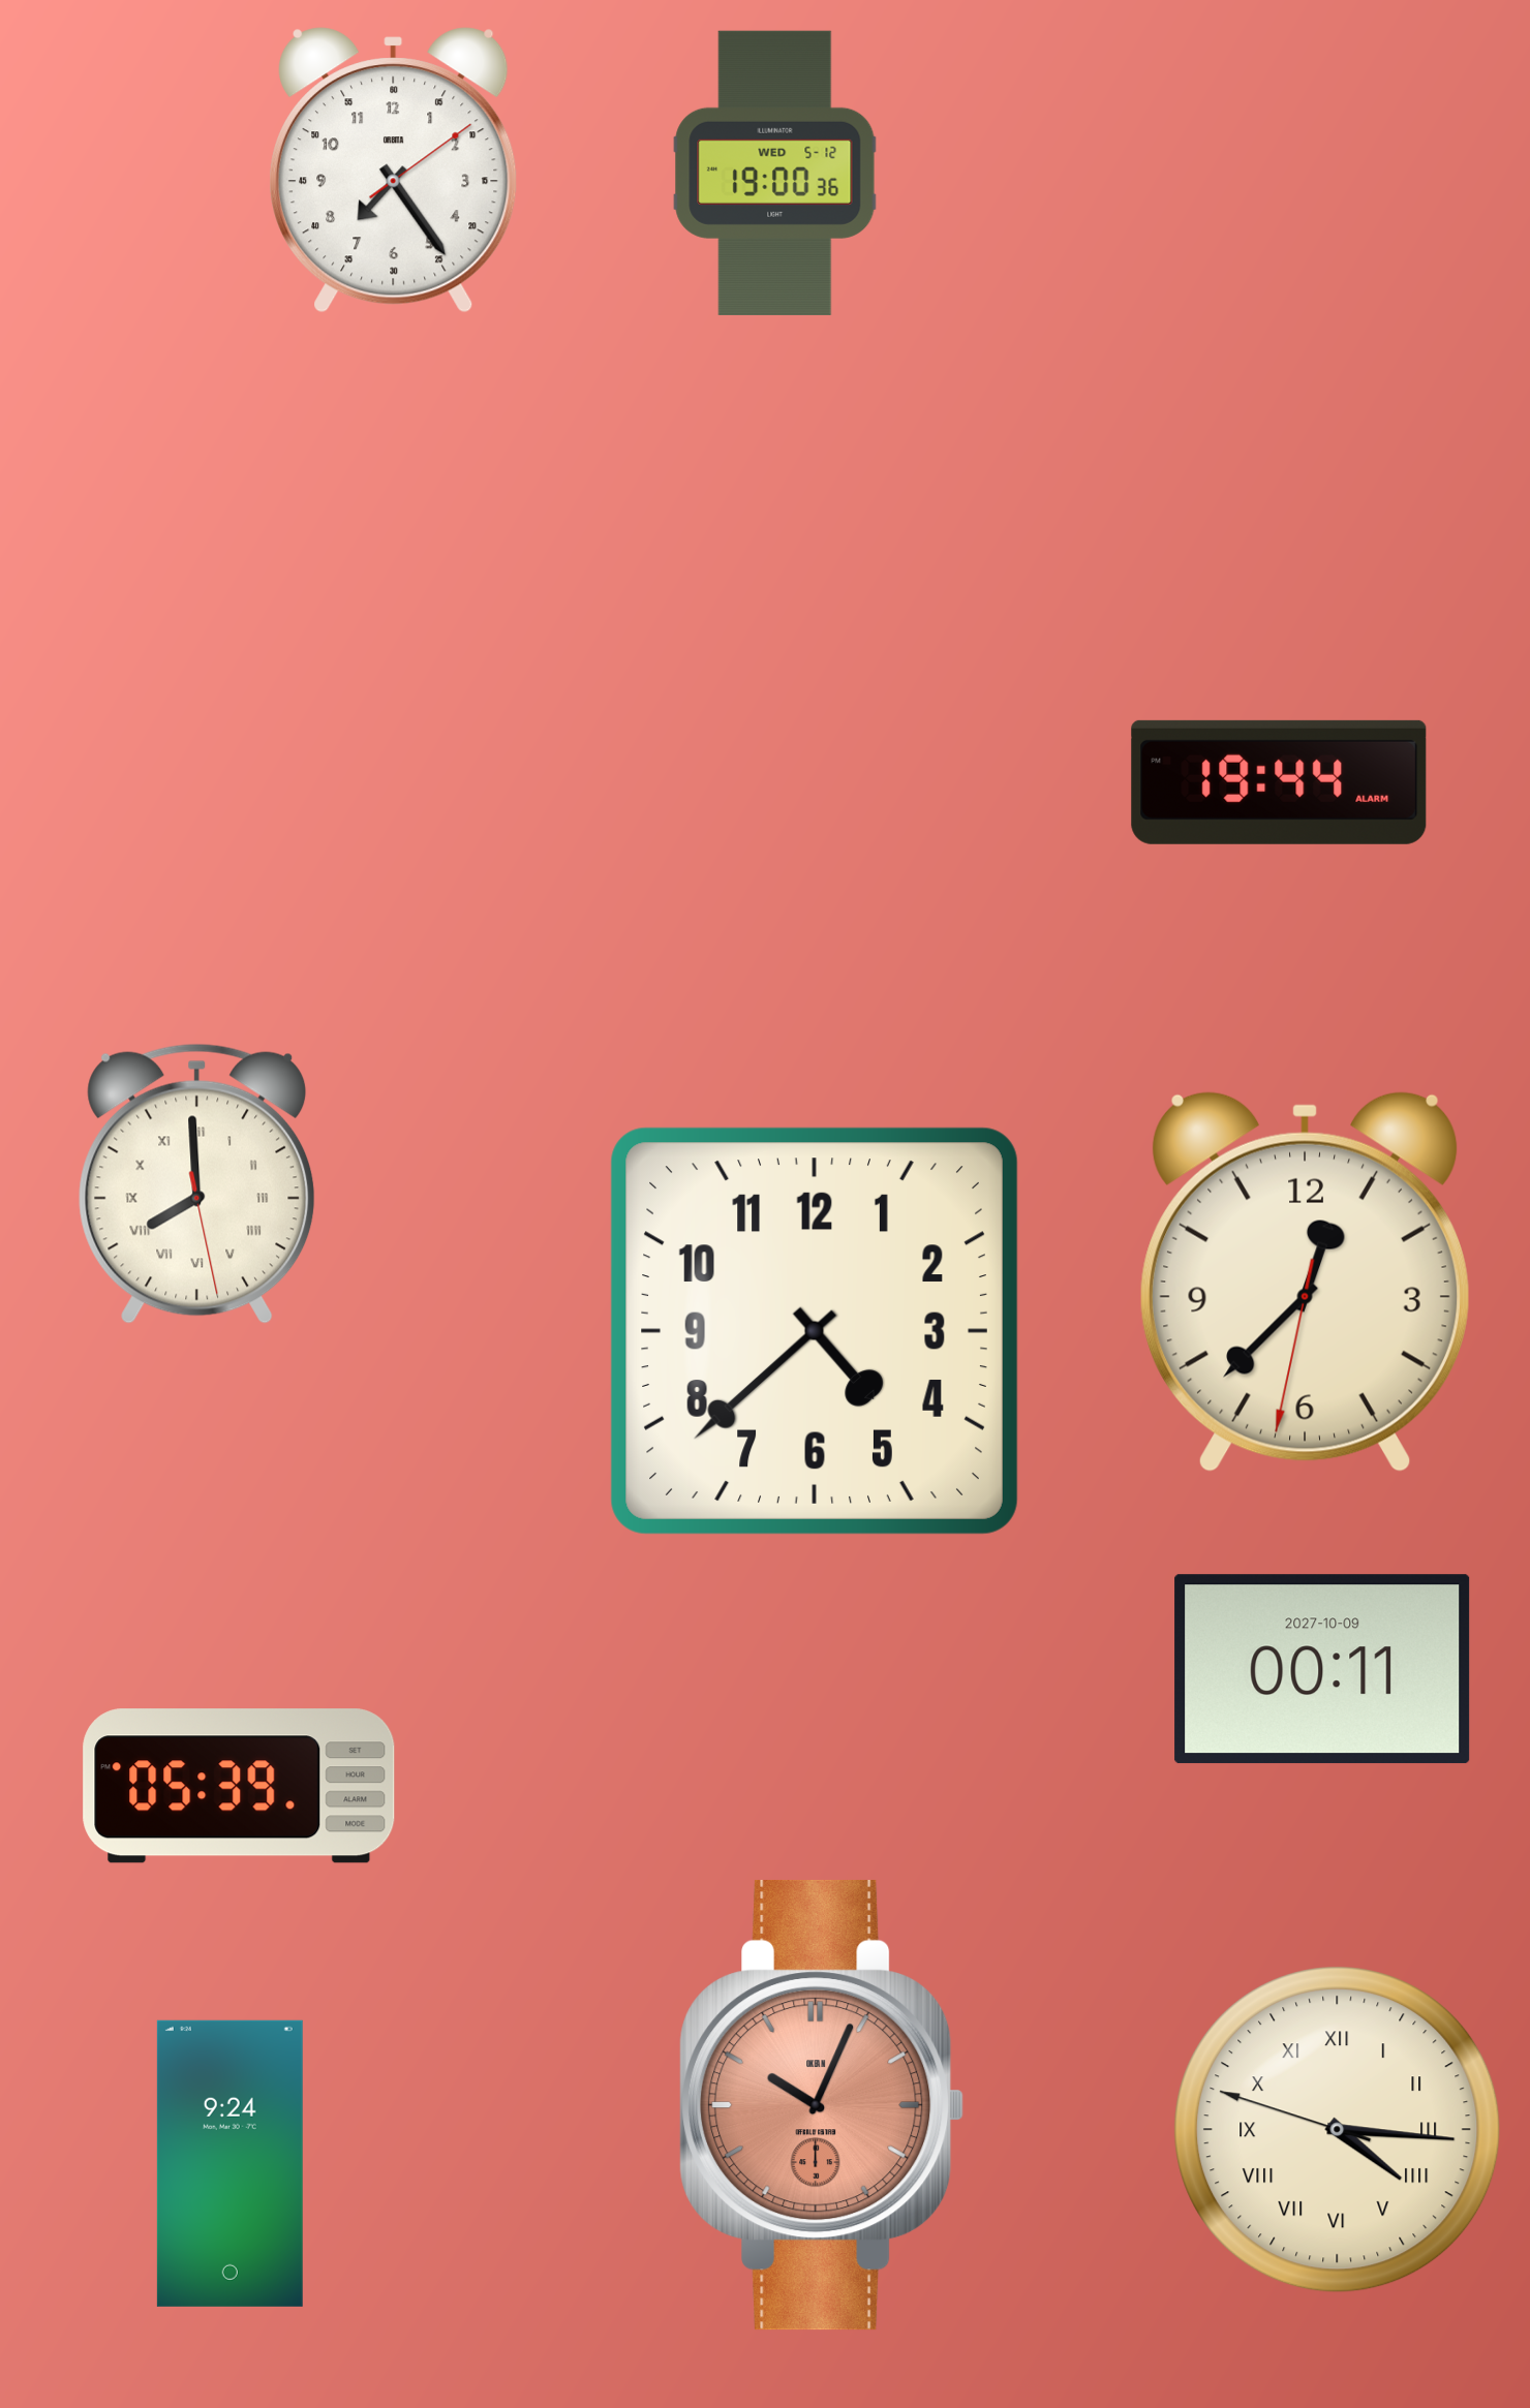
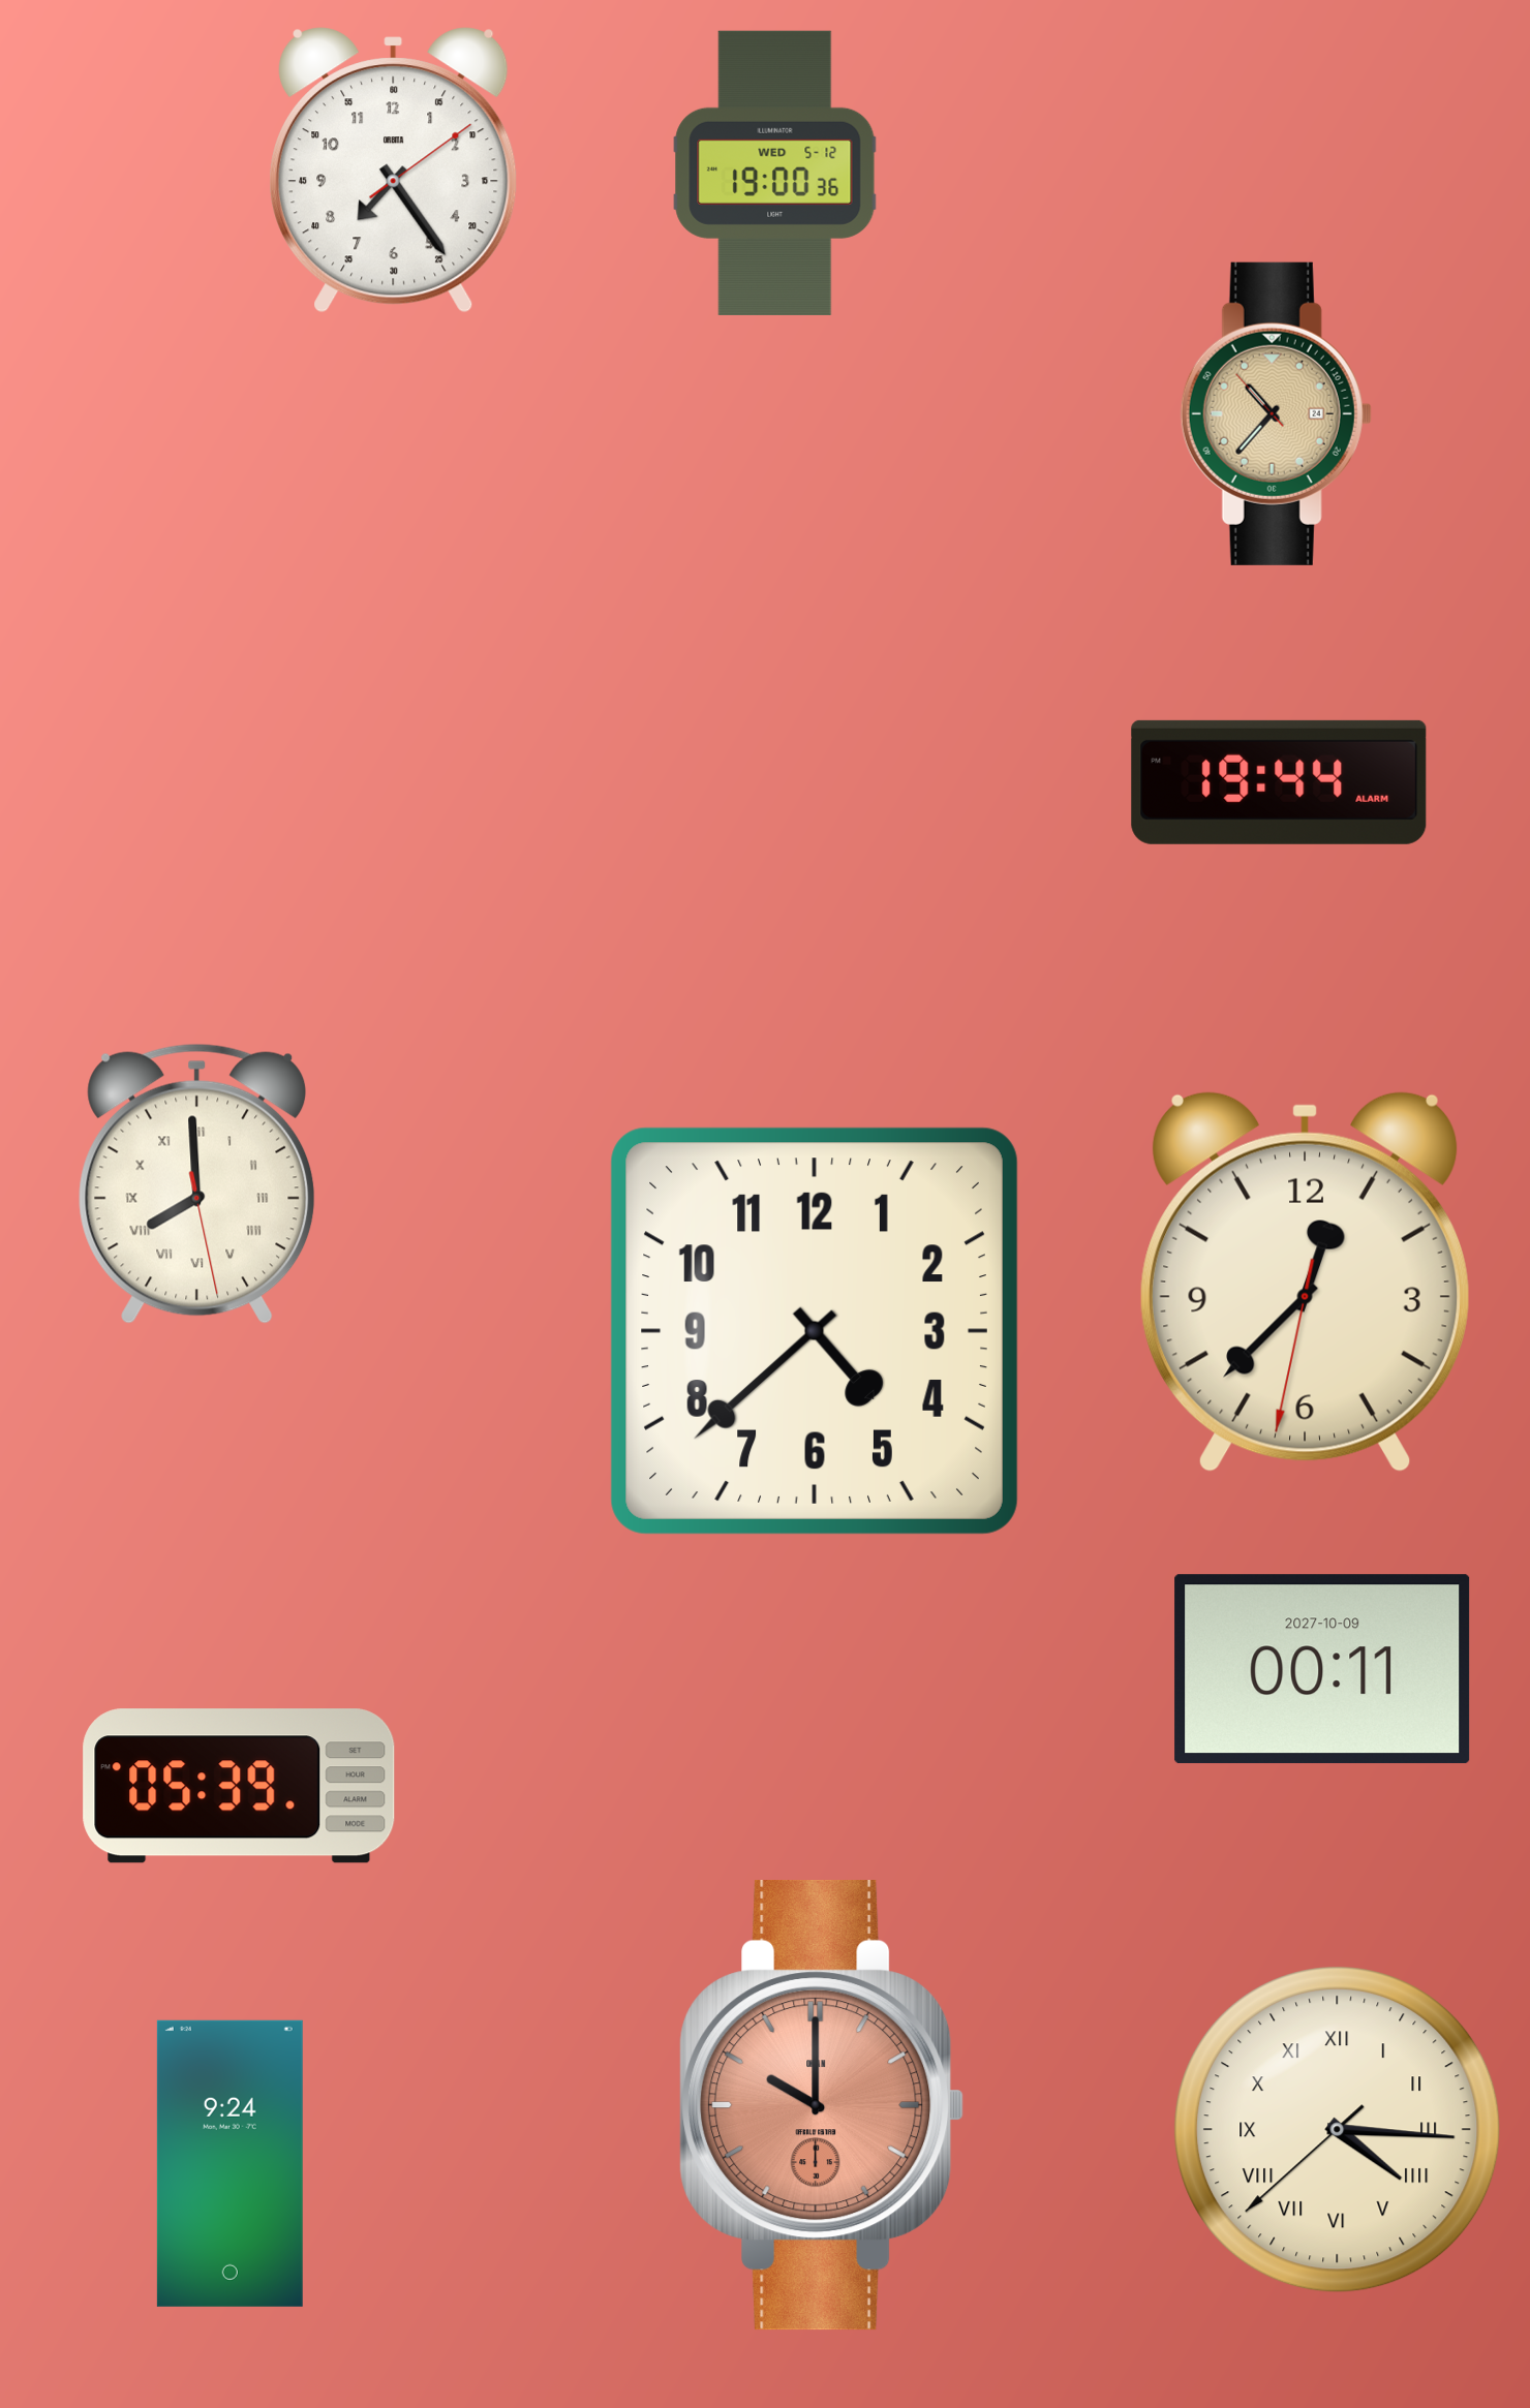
clock at (1276, 413): none -> 10:36
clock at (822, 2105): 10:04 -> 10:00
clock at (1338, 2130): 4:15:48 -> 4:15:38
